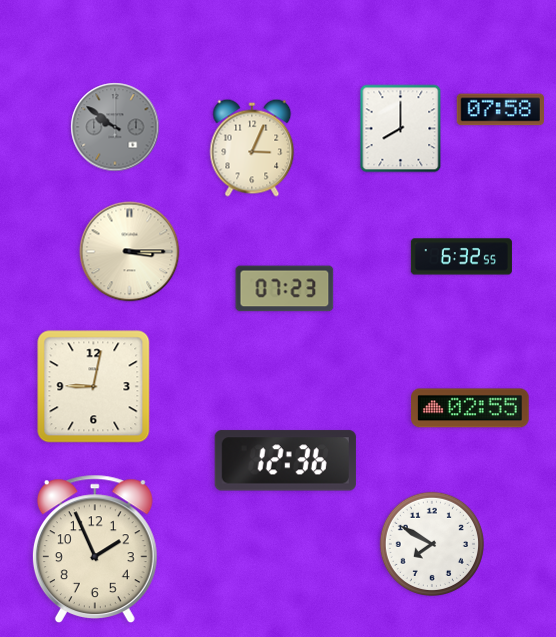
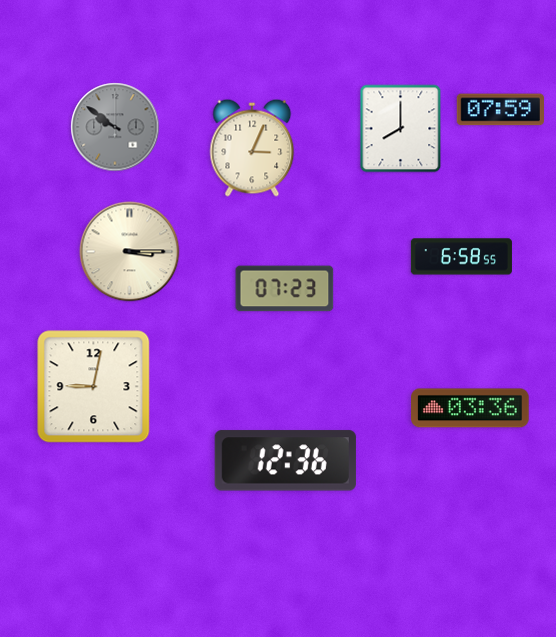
clock at (500, 110): 07:58 -> 07:59
clock at (461, 257): 6:32 -> 6:58
clock at (470, 408): 02:55 -> 03:36
clock at (432, 544): 7:50 -> none
clock at (95, 548): 1:56 -> none
